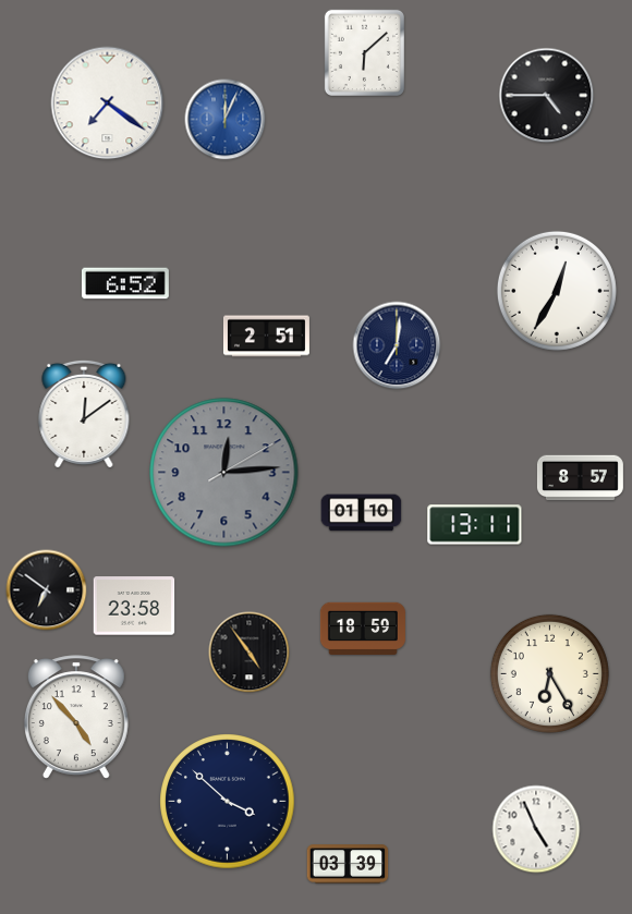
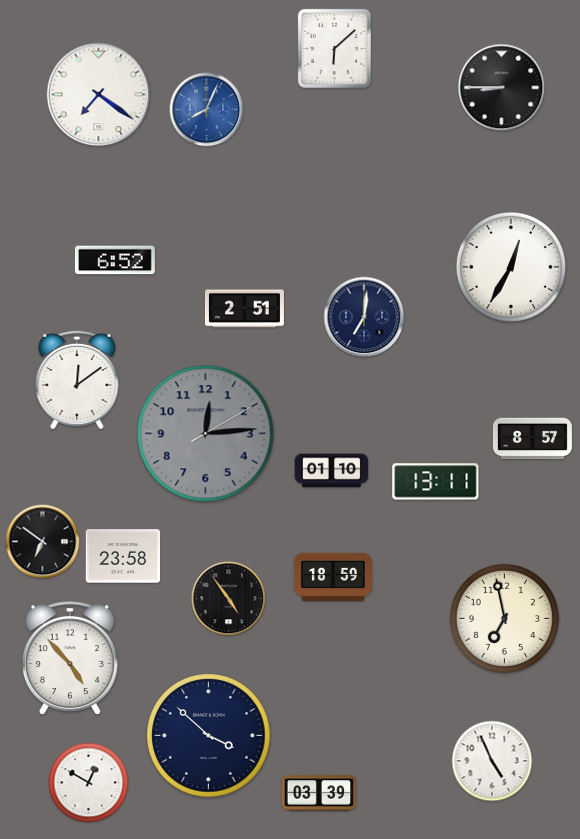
clock at (547, 96): 4:45 -> 8:45
clock at (226, 120): 12:04 -> 8:04
clock at (549, 673): 6:25 -> 6:58
clock at (89, 783): none -> 12:50
